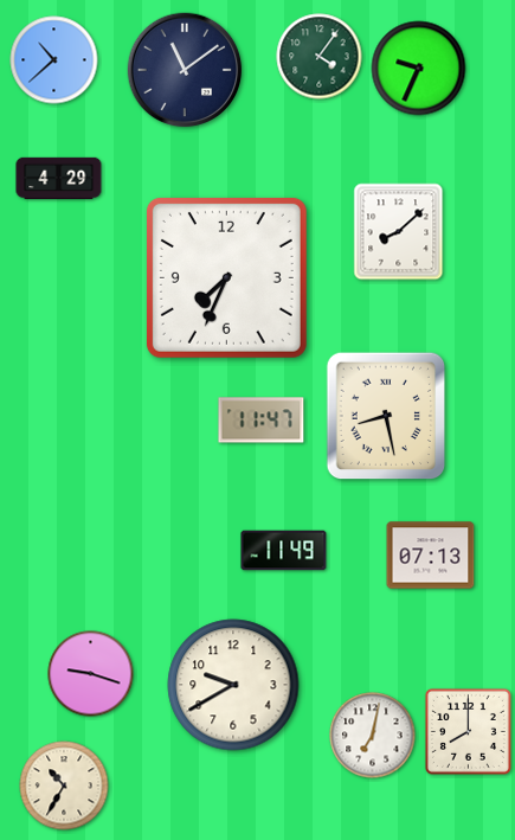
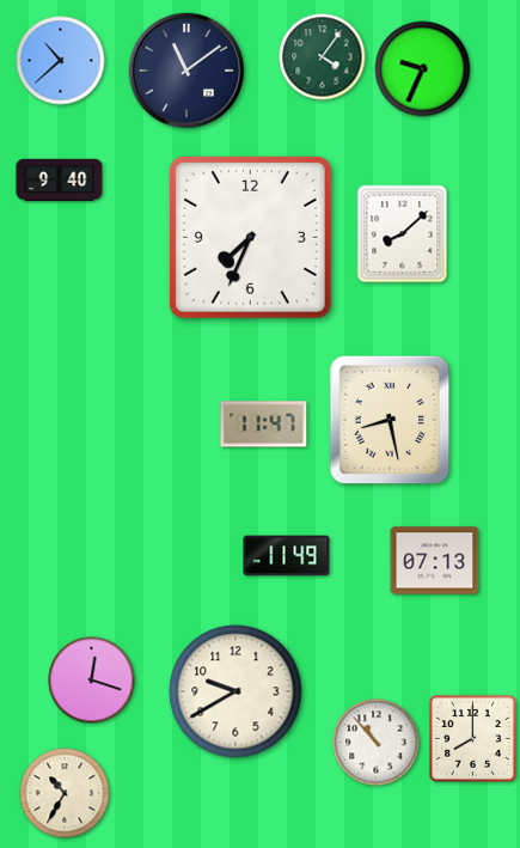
clock at (54, 60) position: (54, 60) -> (61, 61)
clock at (59, 179): 4:29 -> 9:40
clock at (226, 277) position: (226, 277) -> (250, 237)
clock at (91, 674): 9:18 -> 12:18
clock at (373, 736): 7:02 -> 10:53
